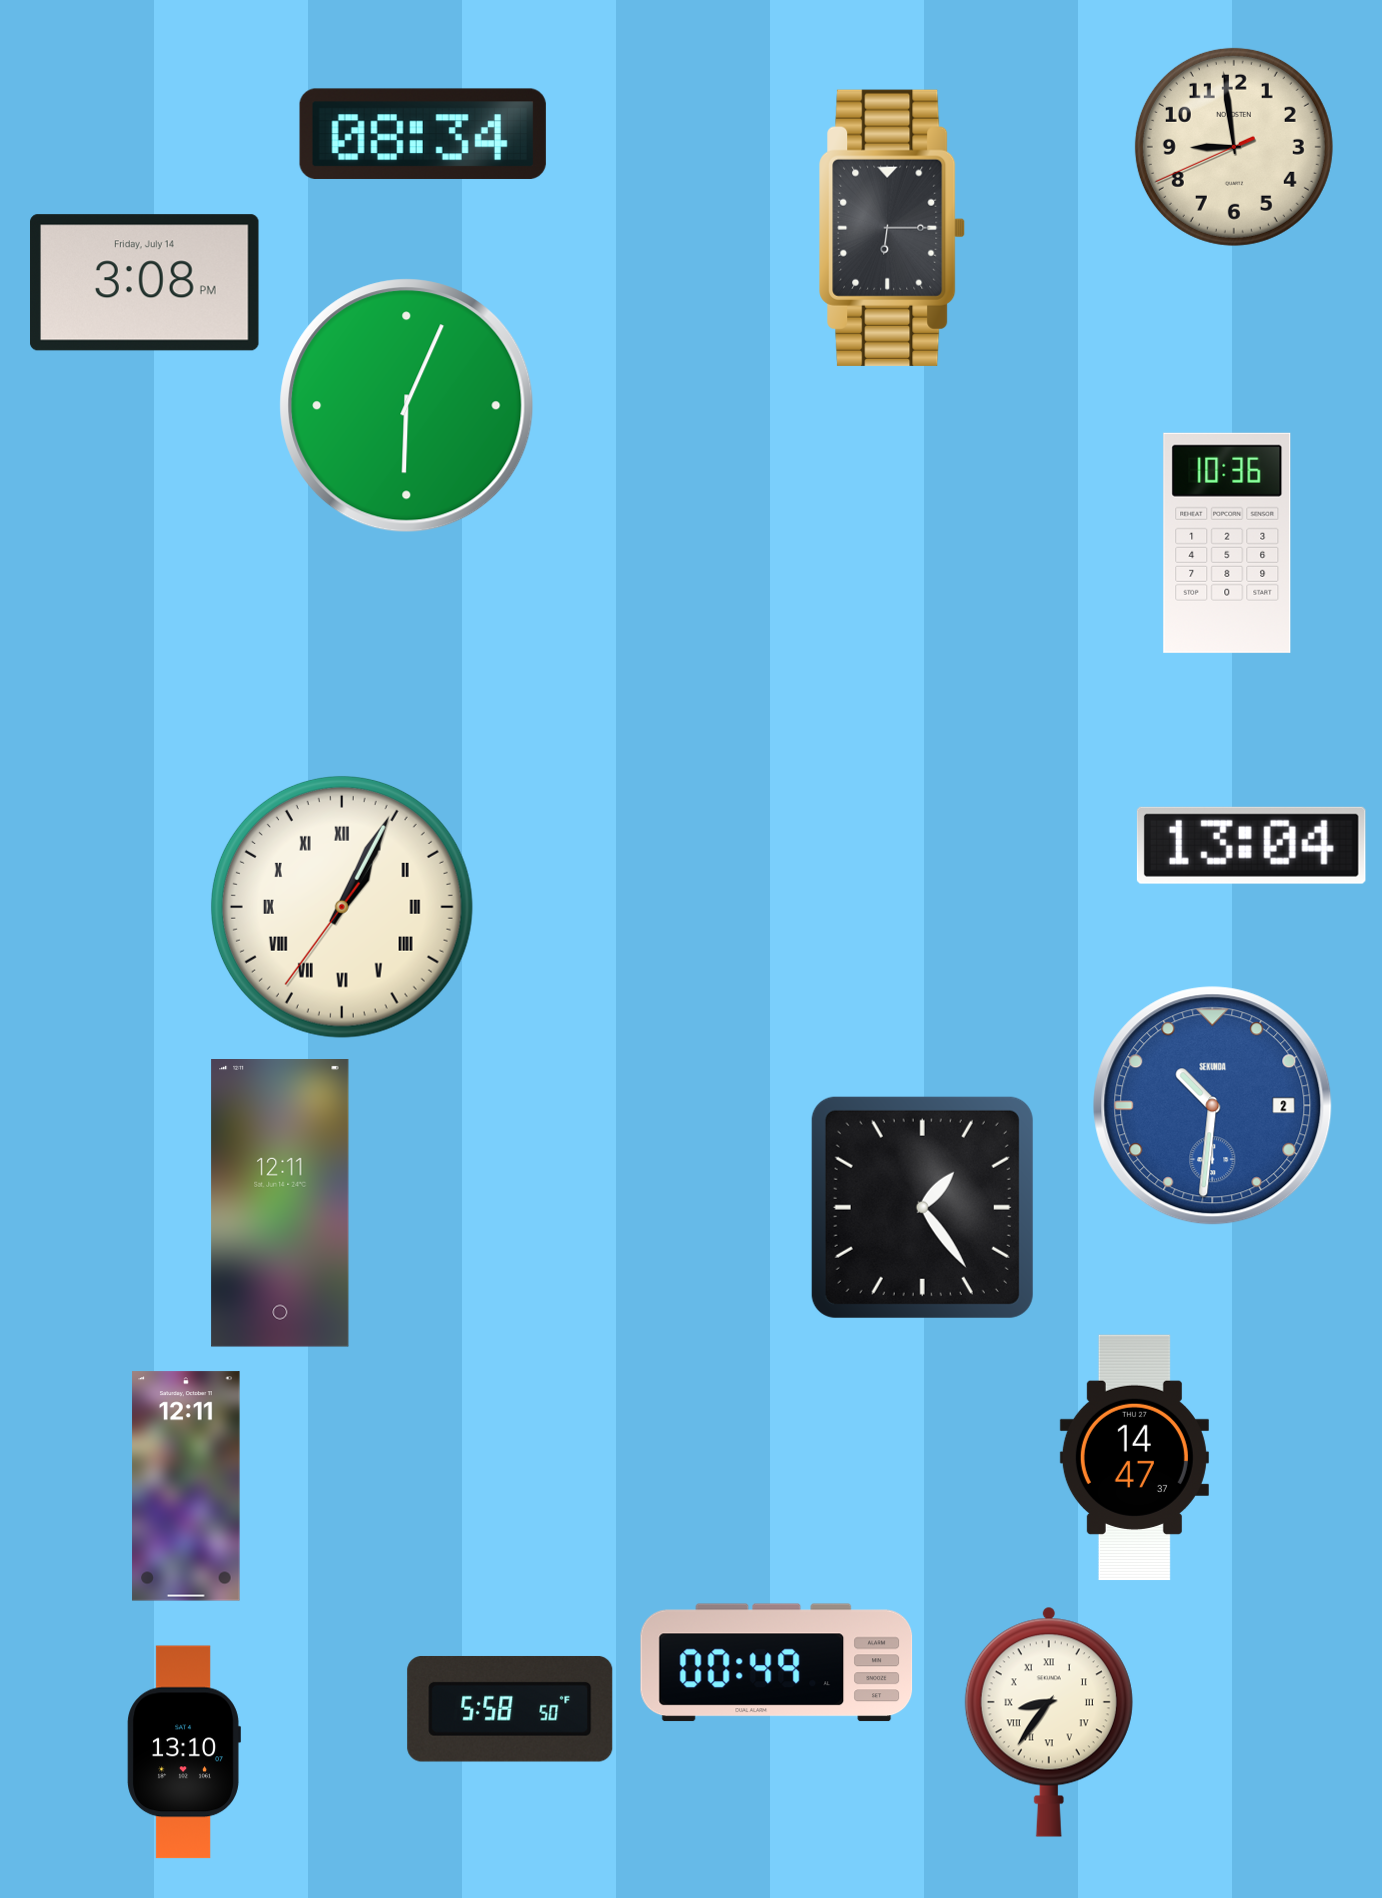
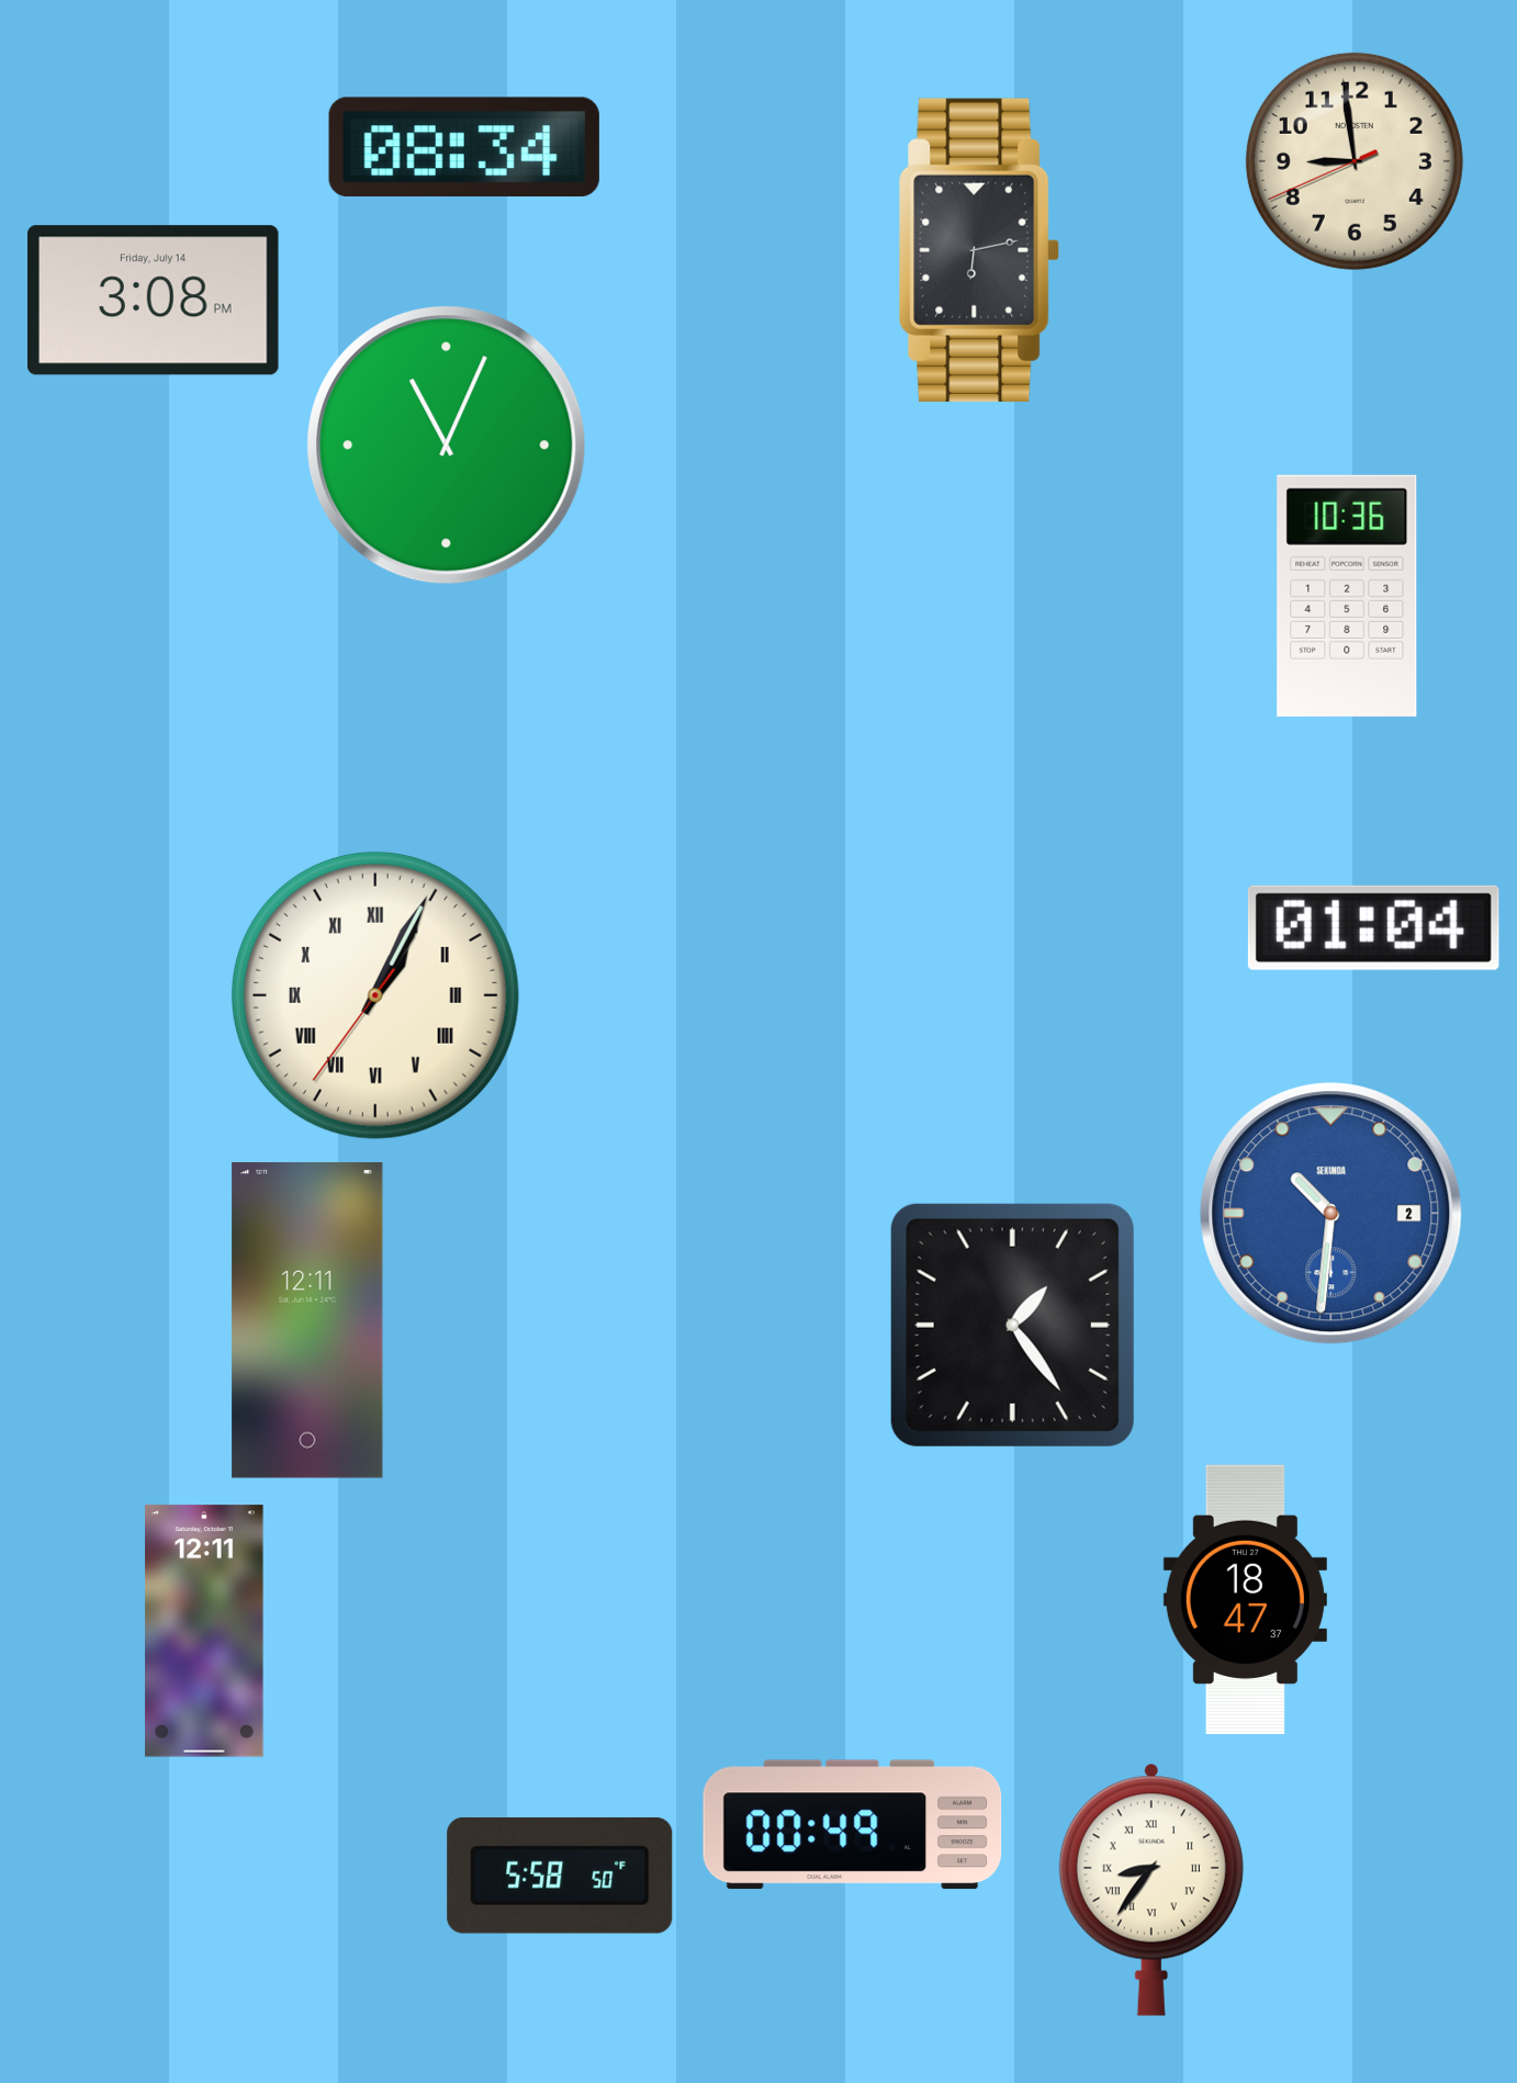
clock at (893, 228): 6:15 -> 6:13
clock at (145, 283) position: (145, 283) -> (154, 301)
clock at (407, 406): 6:04 -> 11:04
clock at (1251, 845): 13:04 -> 01:04
clock at (1134, 1458): 14:47 -> 18:47
clock at (184, 1752): 13:10 -> none
